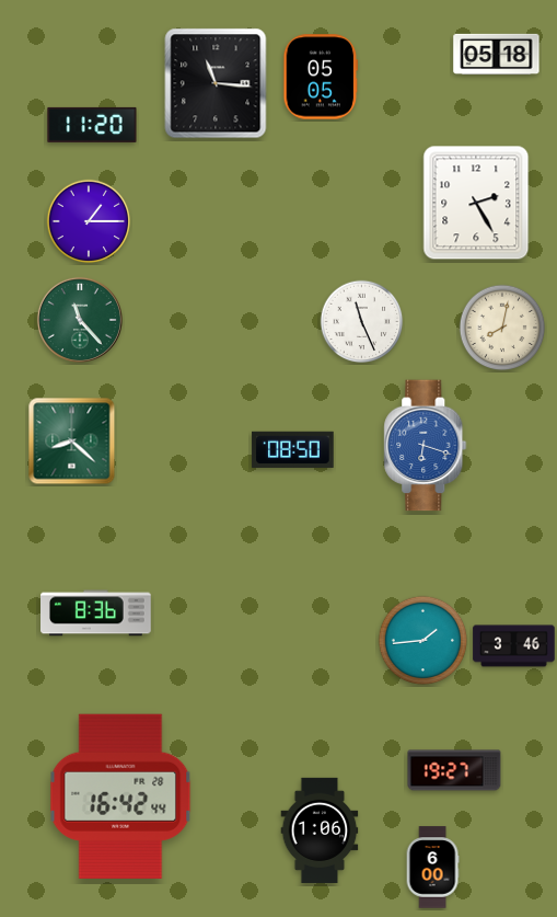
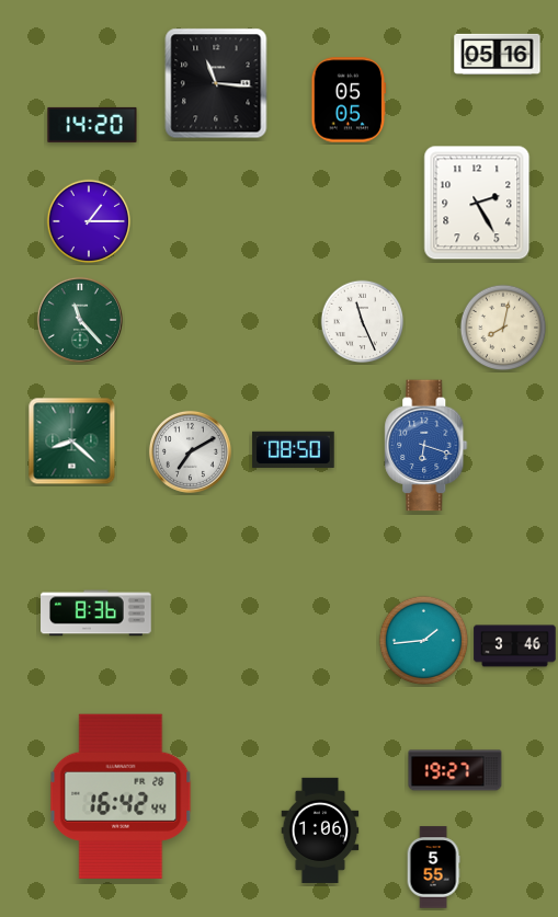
clock at (497, 55): 05:18 -> 05:16
clock at (321, 77) position: (321, 77) -> (349, 100)
clock at (92, 125): 11:20 -> 14:20
clock at (190, 451): none -> 7:10
clock at (432, 868): 6:00 -> 5:55
